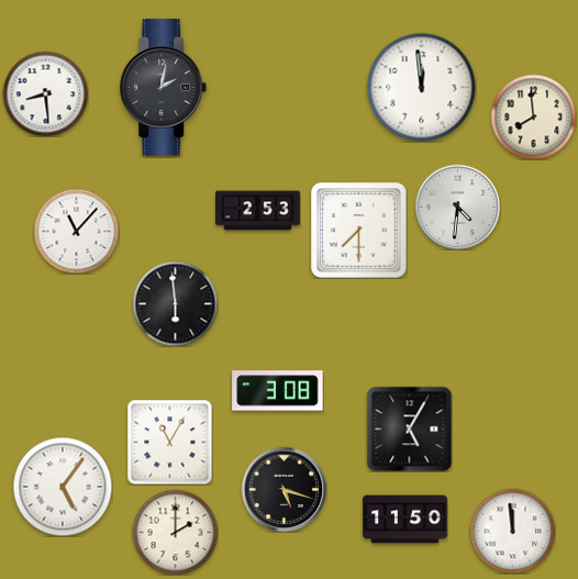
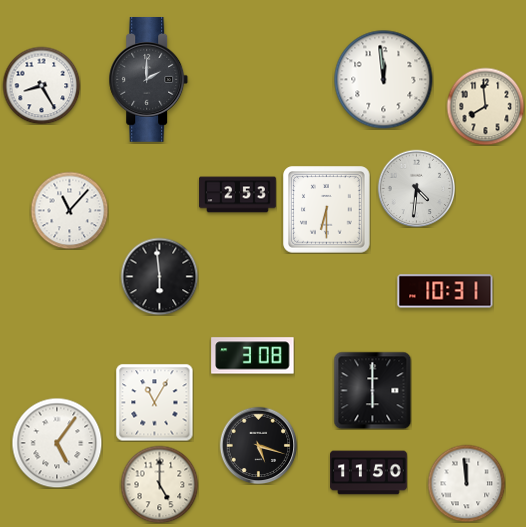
clock at (164, 87): 2:02 -> 2:00
clock at (45, 93): 8:29 -> 8:25
clock at (258, 211) position: (258, 211) -> (238, 195)
clock at (359, 231): 7:30 -> 6:30
clock at (445, 291): none -> 10:31
clock at (409, 428): 5:05 -> 6:00
clock at (175, 532): 2:00 -> 5:00
